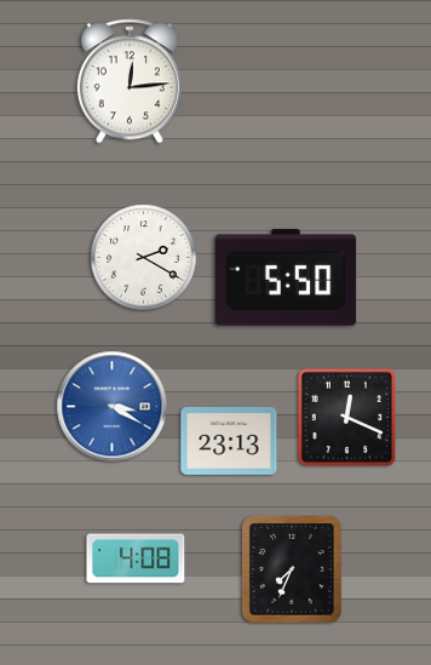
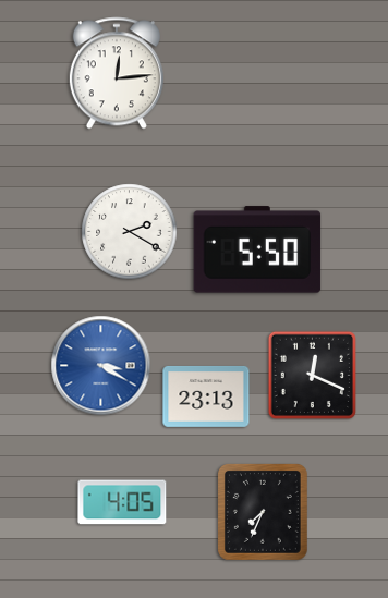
clock at (136, 558): 4:08 -> 4:05
